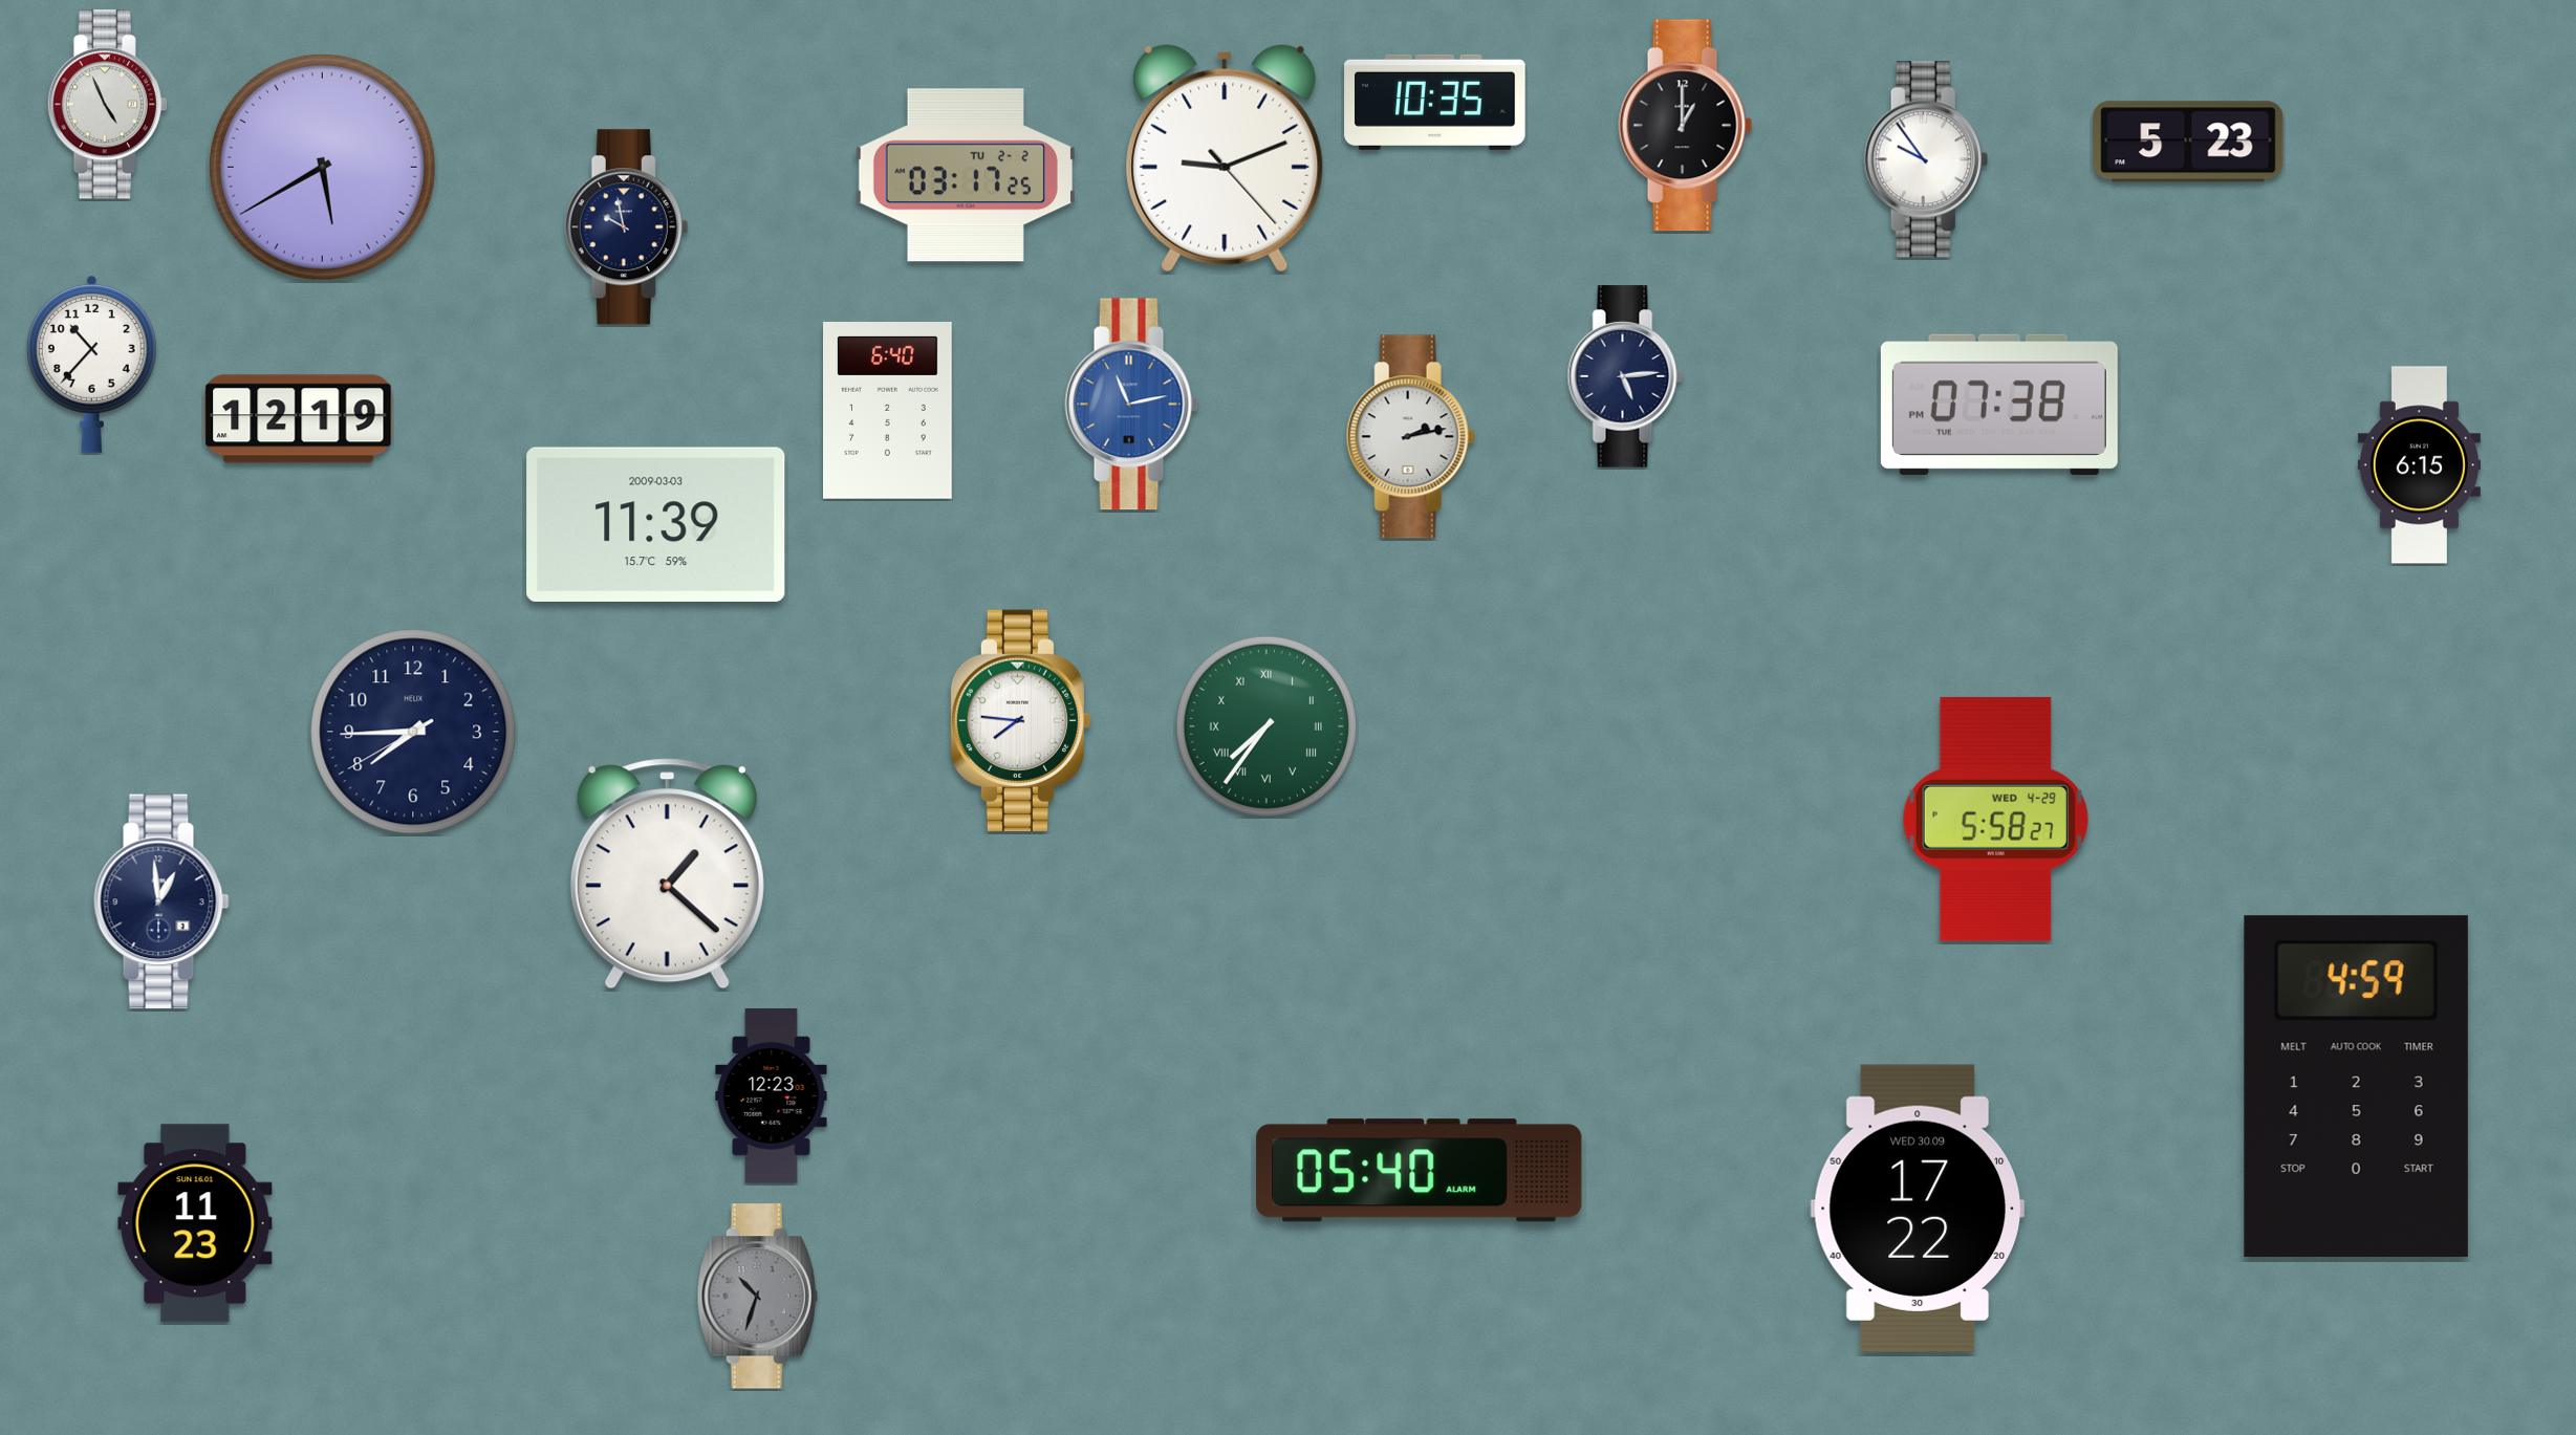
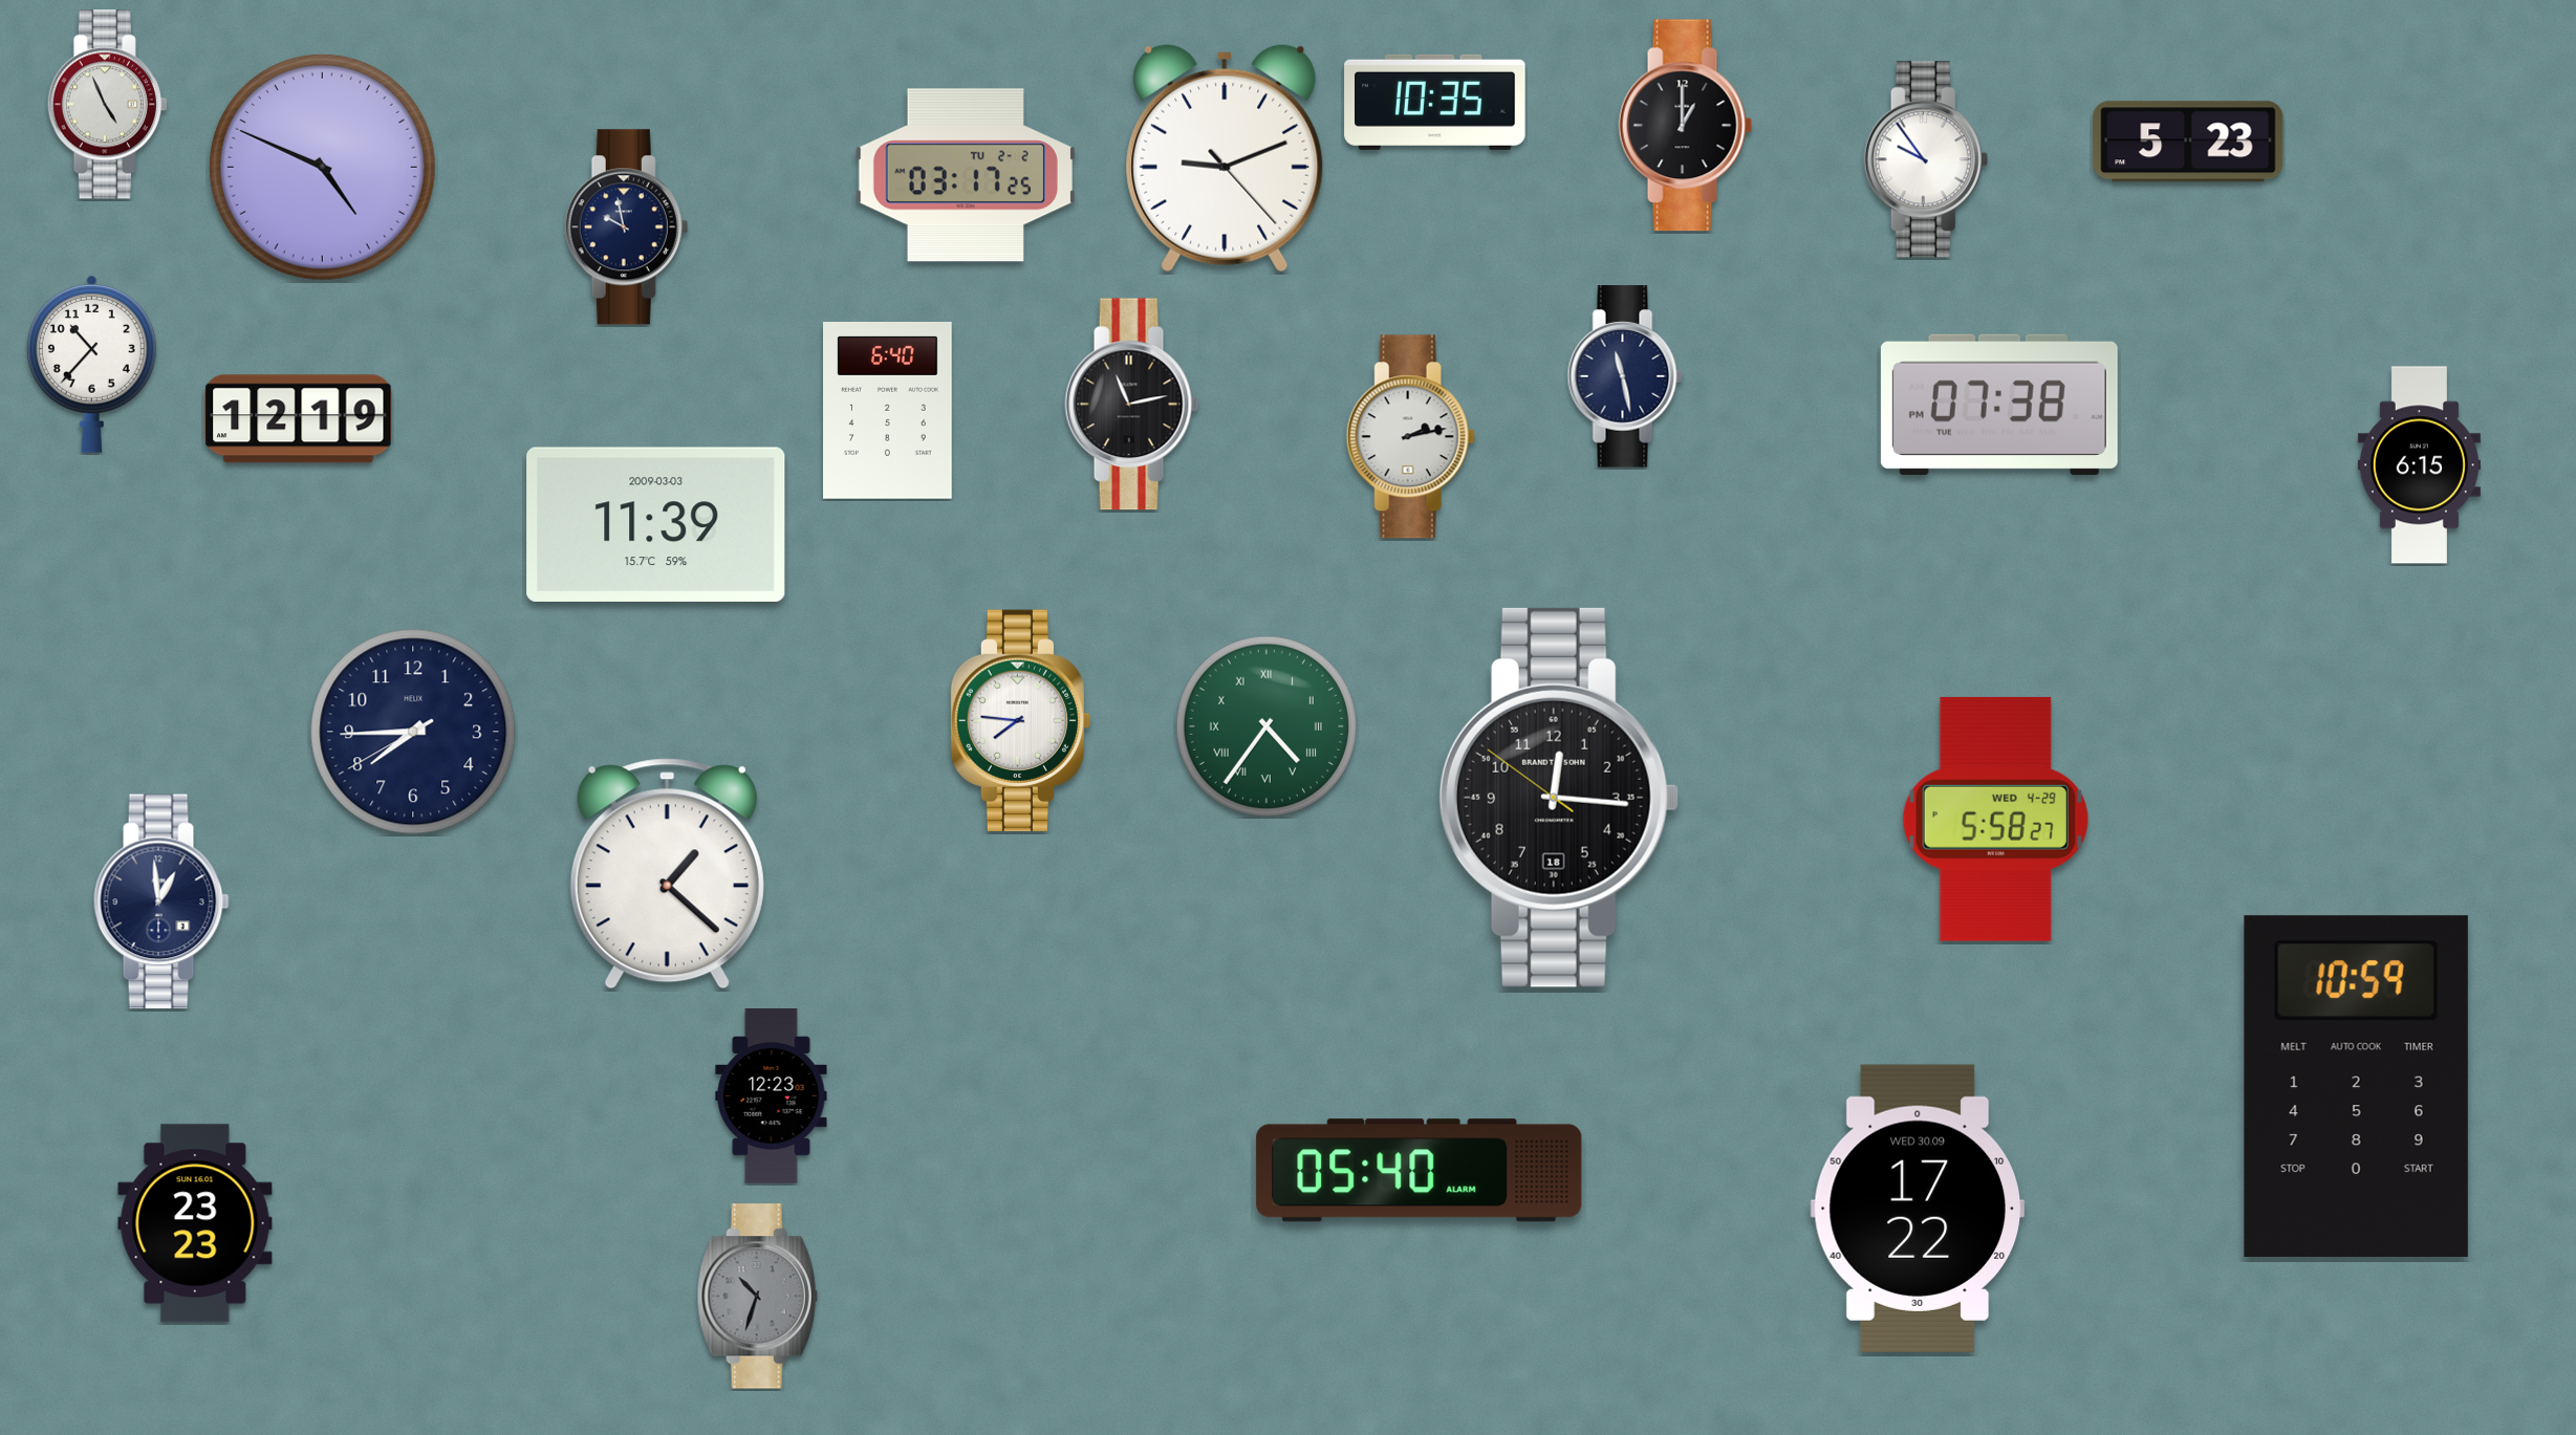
clock at (322, 167): 5:40 -> 4:49
clock at (1625, 376): 5:14 -> 11:28
clock at (1132, 405) dial: blue -> black
clock at (1267, 726): 7:36 -> 4:36
clock at (1559, 798): none -> 12:15
clock at (2356, 1086): 4:59 -> 10:59
clock at (195, 1223): 11:23 -> 23:23
